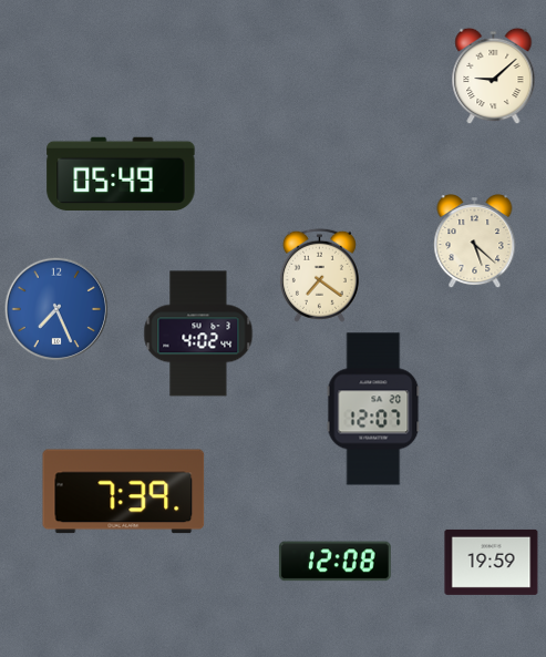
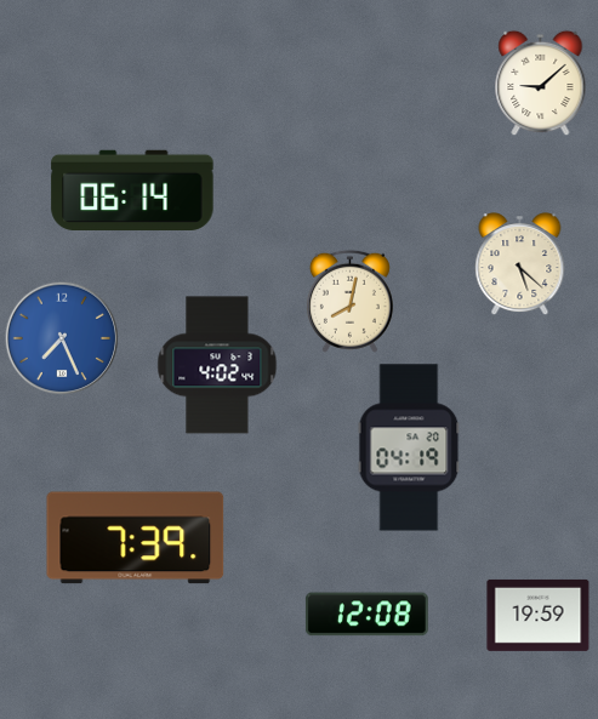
clock at (121, 173): 05:49 -> 06:14
clock at (319, 275): 7:21 -> 8:02
clock at (373, 409): 12:07 -> 04:19
